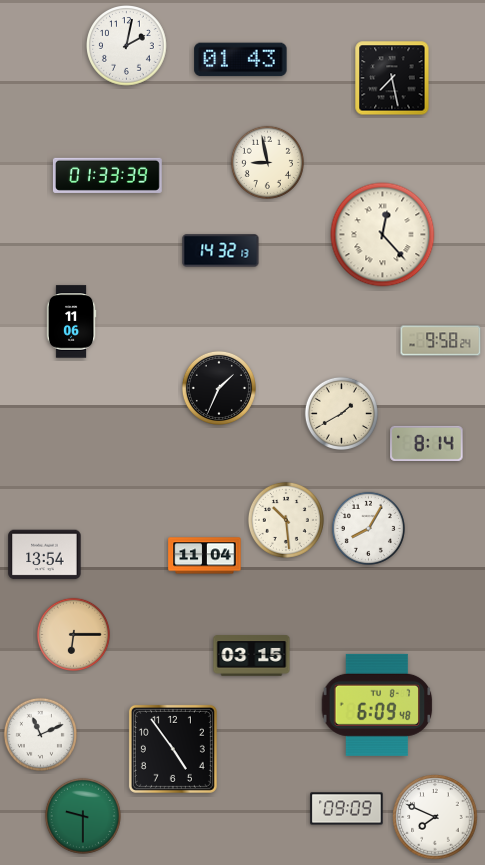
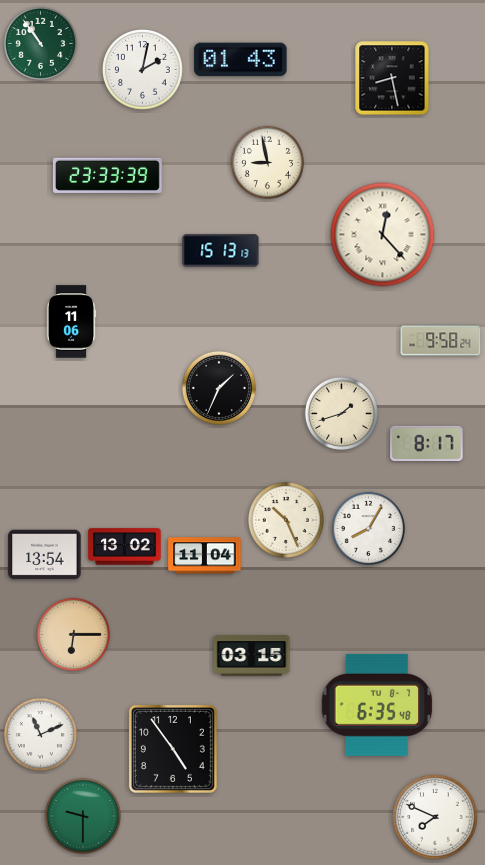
clock at (40, 43): none -> 10:54
clock at (127, 46) position: (127, 46) -> (143, 70)
clock at (392, 78): 7:28 -> 8:28
clock at (107, 175): 01:33 -> 23:33
clock at (221, 251): 14:32 -> 15:13
clock at (341, 413): 1:40 -> 1:42
clock at (427, 443): 8:14 -> 8:17
clock at (286, 520): 10:29 -> 10:26
clock at (125, 547): none -> 13:02
clock at (377, 705): 6:09 -> 6:35
clock at (347, 809): 09:09 -> none
